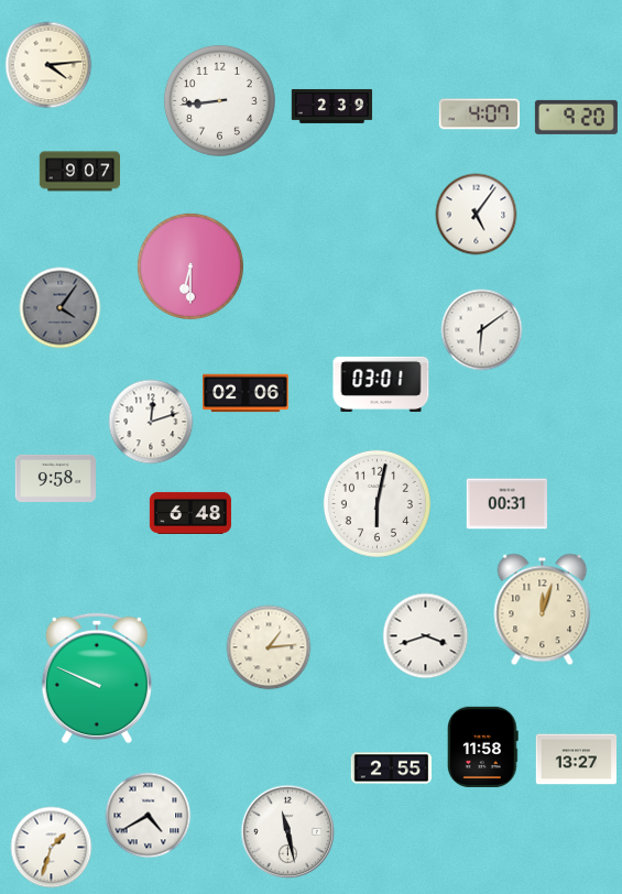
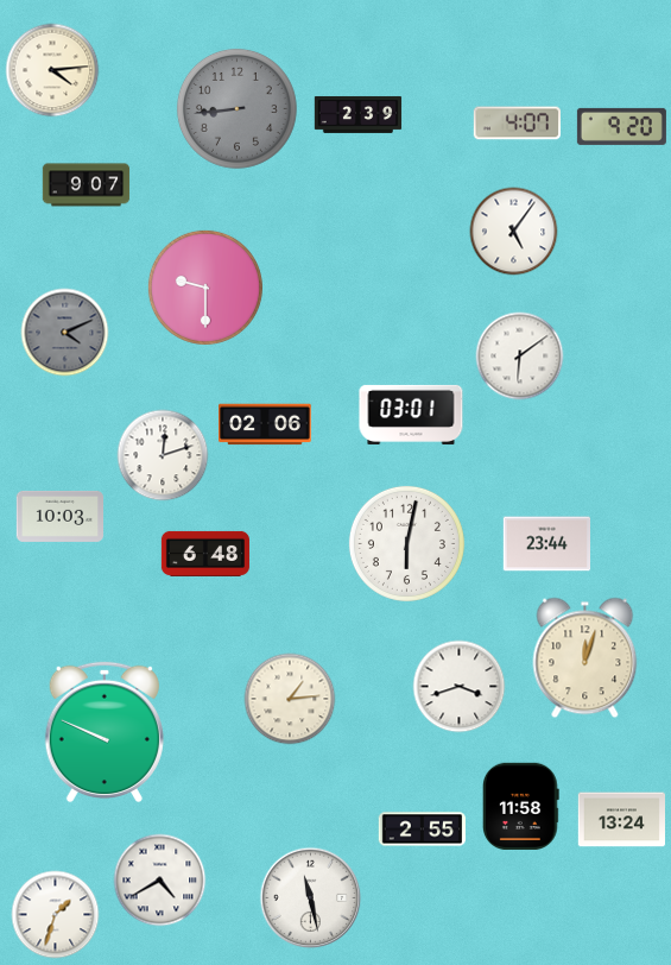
clock at (219, 100) dial: white -> grey
clock at (190, 266): 6:30 -> 9:30
clock at (61, 308): 4:06 -> 4:11
clock at (55, 478): 9:58 -> 10:03
clock at (506, 504): 00:31 -> 23:44
clock at (576, 760): 13:27 -> 13:24
